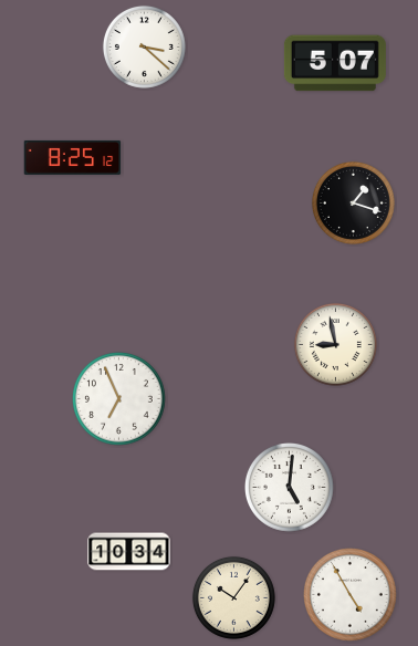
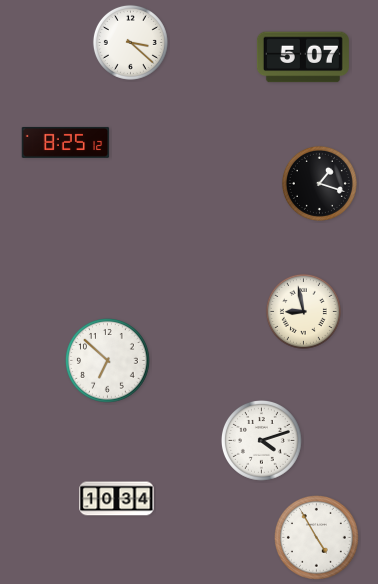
clock at (119, 399): 6:56 -> 6:52
clock at (289, 487): 5:01 -> 4:12
clock at (233, 597): 10:06 -> none
